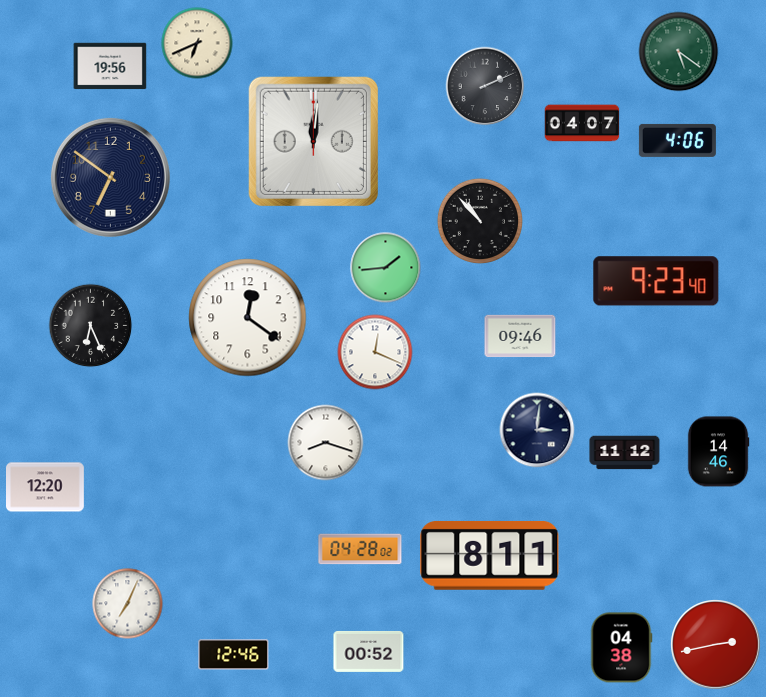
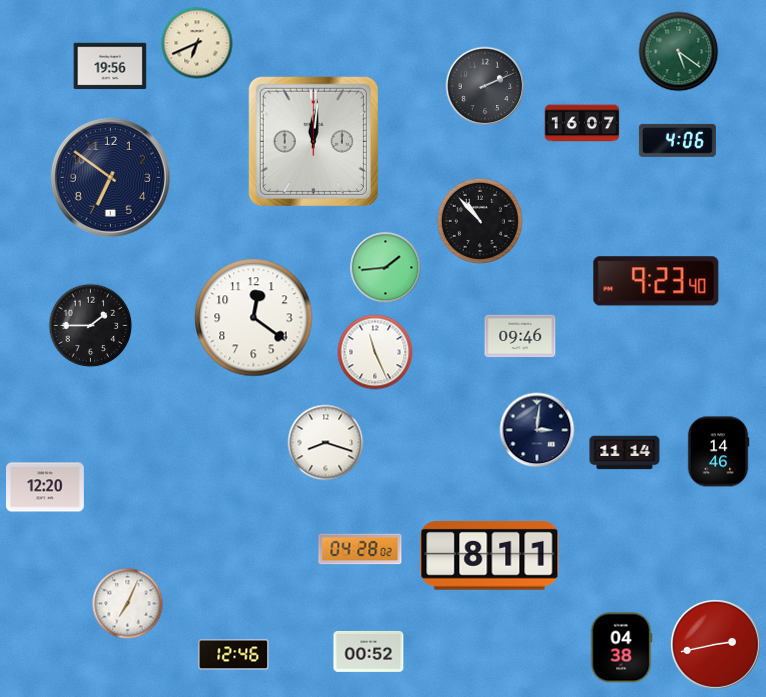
clock at (582, 123): 04:07 -> 16:07
clock at (248, 318) position: (248, 318) -> (254, 318)
clock at (91, 326): 6:26 -> 1:45
clock at (375, 352): 12:19 -> 11:26
clock at (625, 453): 11:12 -> 11:14
